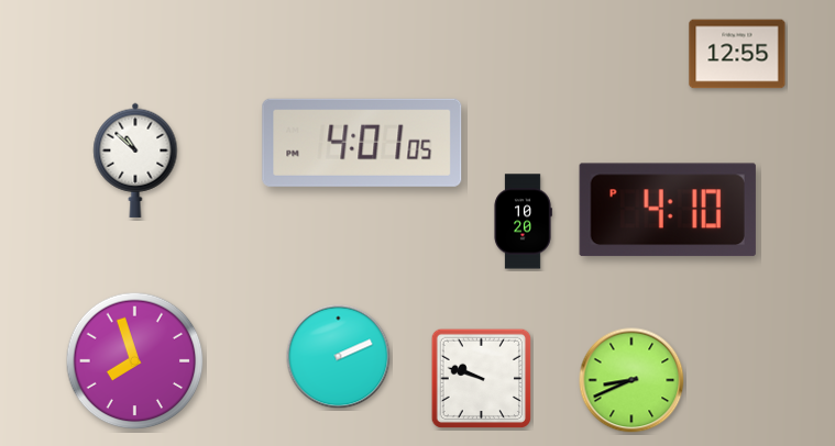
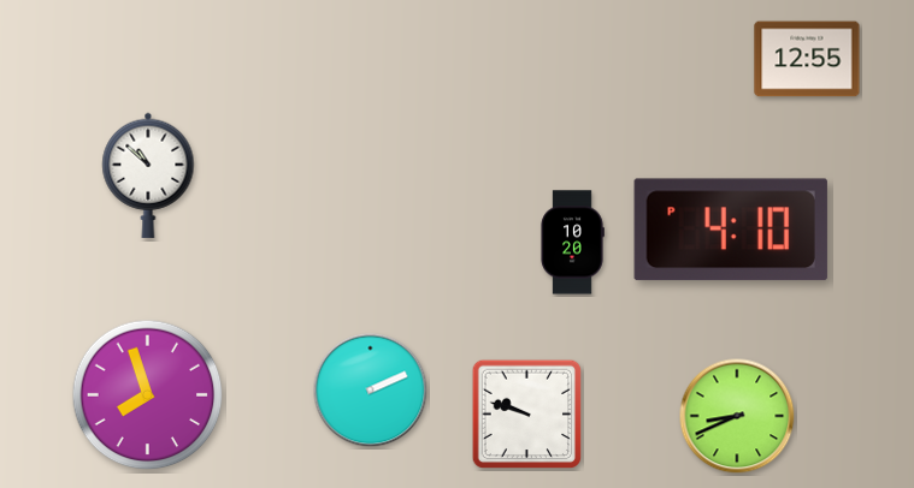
clock at (362, 143): 4:01 -> none
clock at (631, 380) position: (631, 380) -> (737, 416)
